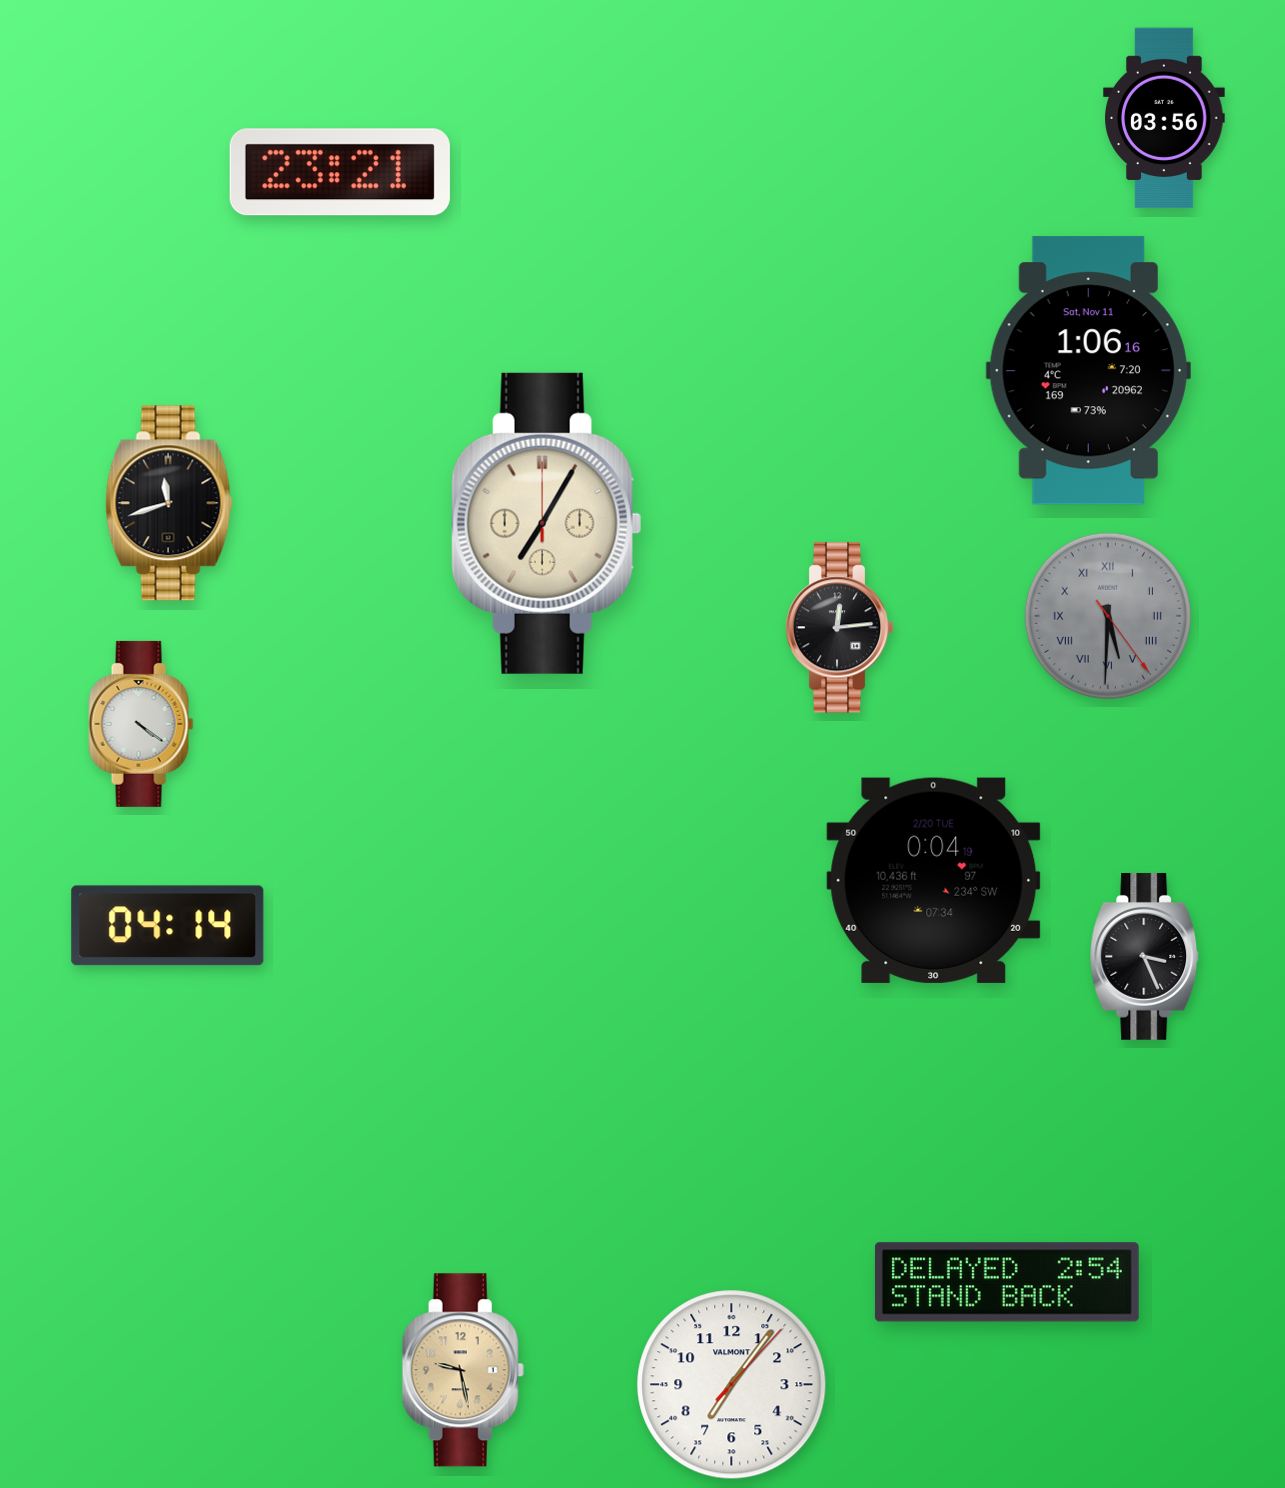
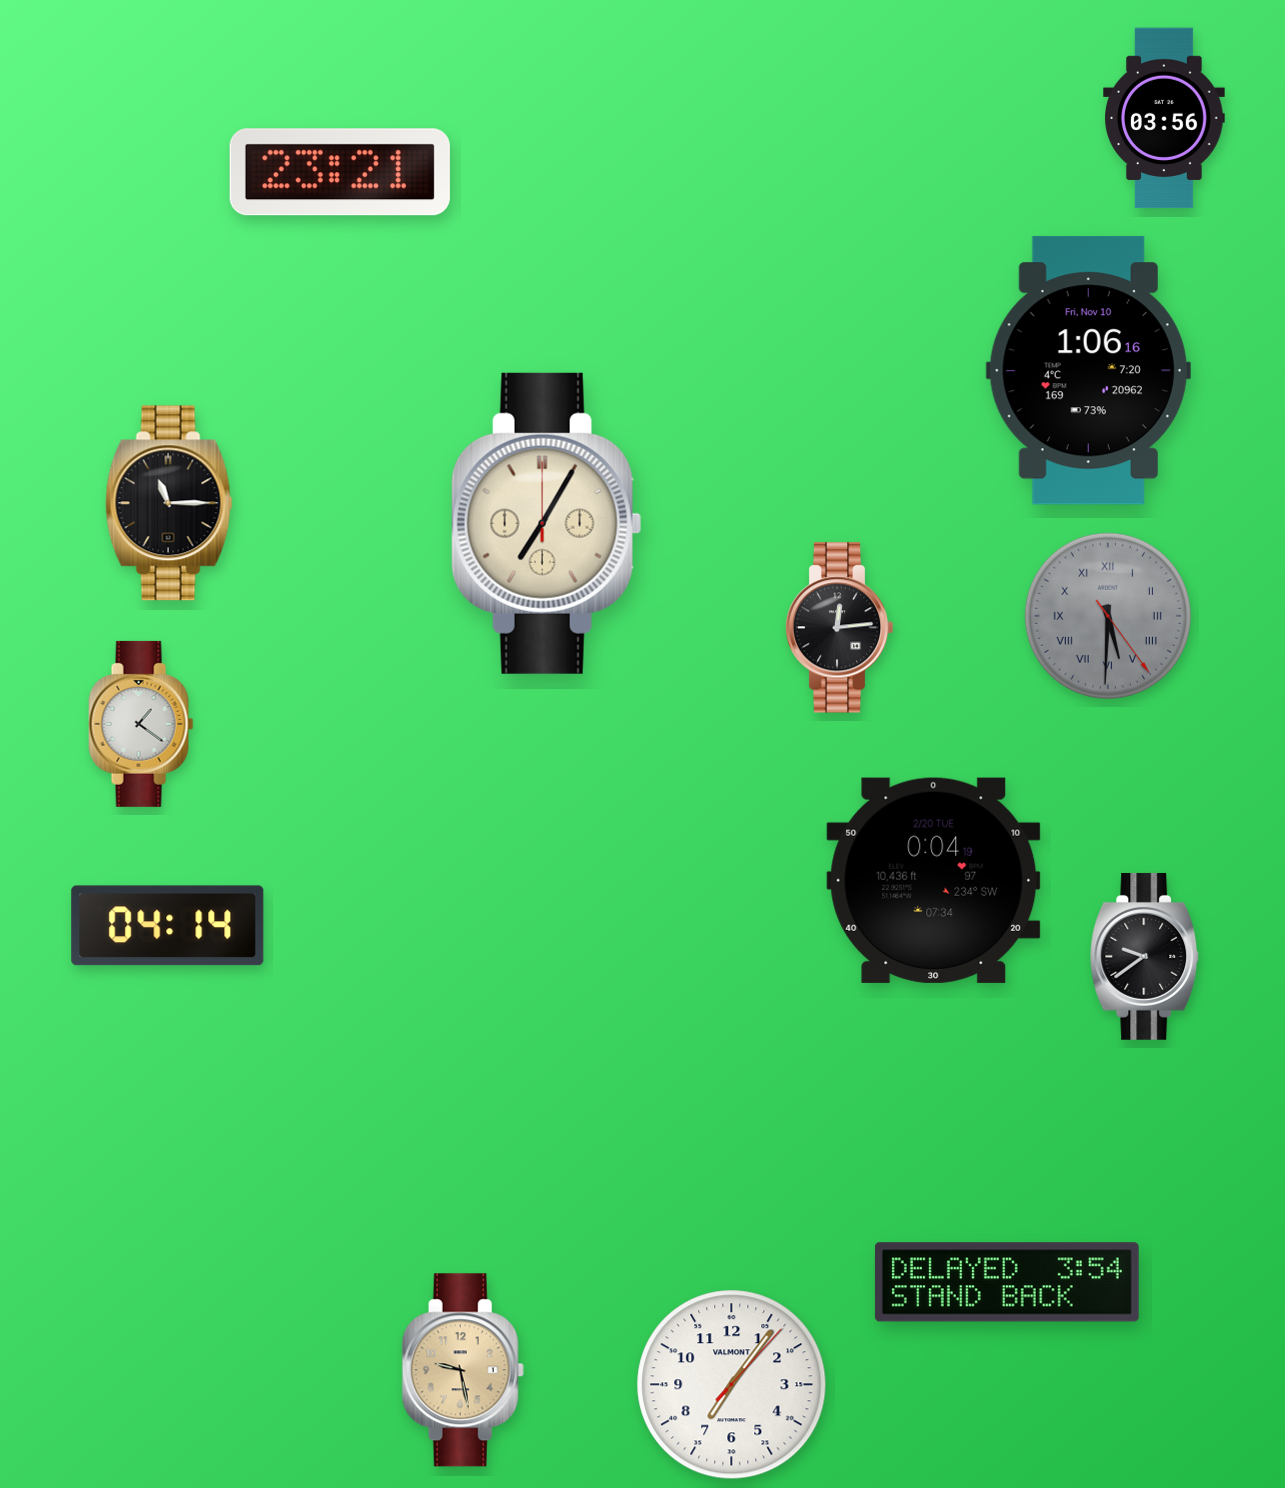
clock at (1088, 371) date: Sat, Nov 11 -> Fri, Nov 10
clock at (169, 503): 11:42 -> 11:15
clock at (141, 724): 4:21 -> 1:21
clock at (1145, 956): 3:26 -> 9:39
clock at (1007, 1282): 2:54 -> 3:54
